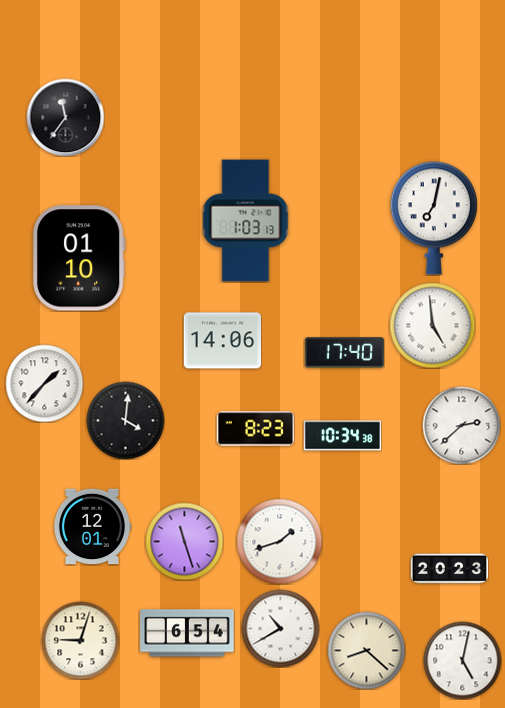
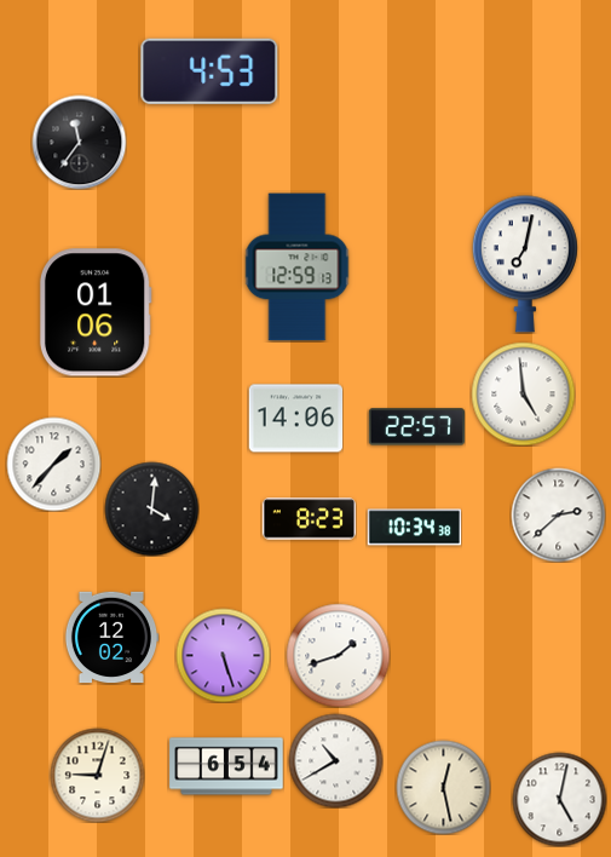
clock at (209, 71): none -> 4:53
clock at (246, 221): 1:03 -> 12:59
clock at (79, 258): 01:10 -> 01:06
clock at (222, 341) position: (222, 341) -> (295, 419)
clock at (344, 353): 17:40 -> 22:57
clock at (92, 527): 12:01 -> 12:02
clock at (184, 541): 11:27 -> 5:27
clock at (449, 569): 20:23 -> none
clock at (280, 628) position: (280, 628) -> (335, 760)
clock at (366, 650): 8:22 -> 12:28
